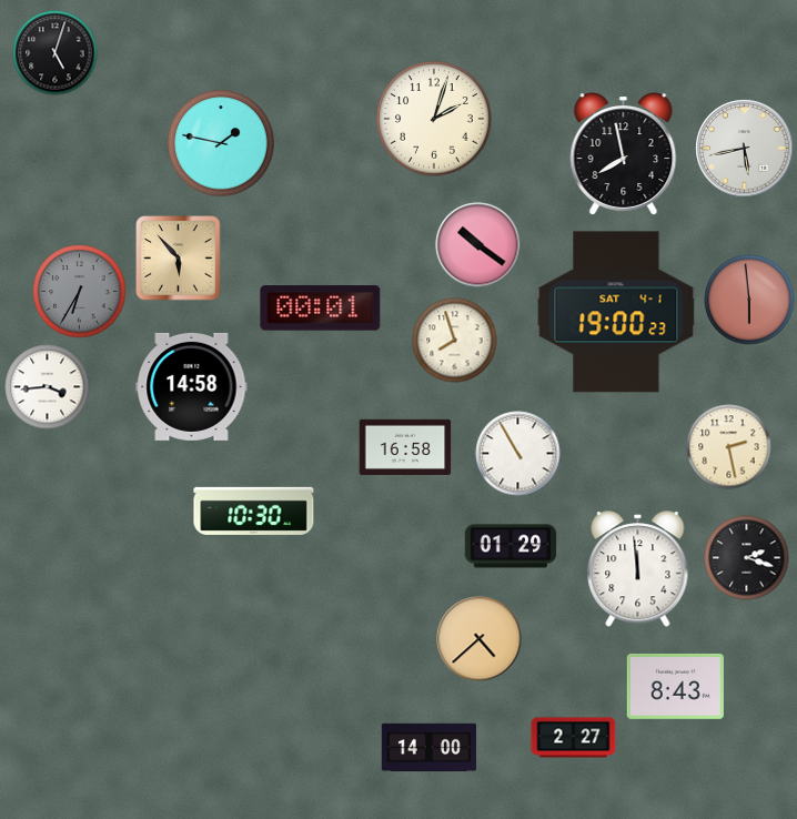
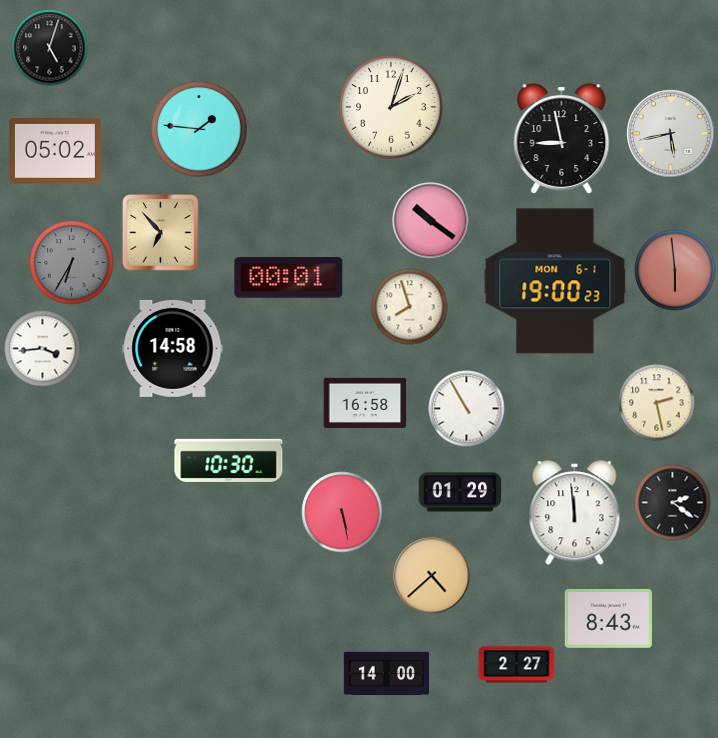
clock at (221, 143): 1:47 -> 1:46
clock at (624, 154): 7:58 -> 8:58
clock at (55, 152): none -> 05:02
clock at (179, 259): 5:53 -> 6:53
clock at (616, 312) date: SAT 4-1 -> MON 6-1
clock at (747, 558): 2:18 -> 2:21
clock at (342, 512): none -> 5:28
